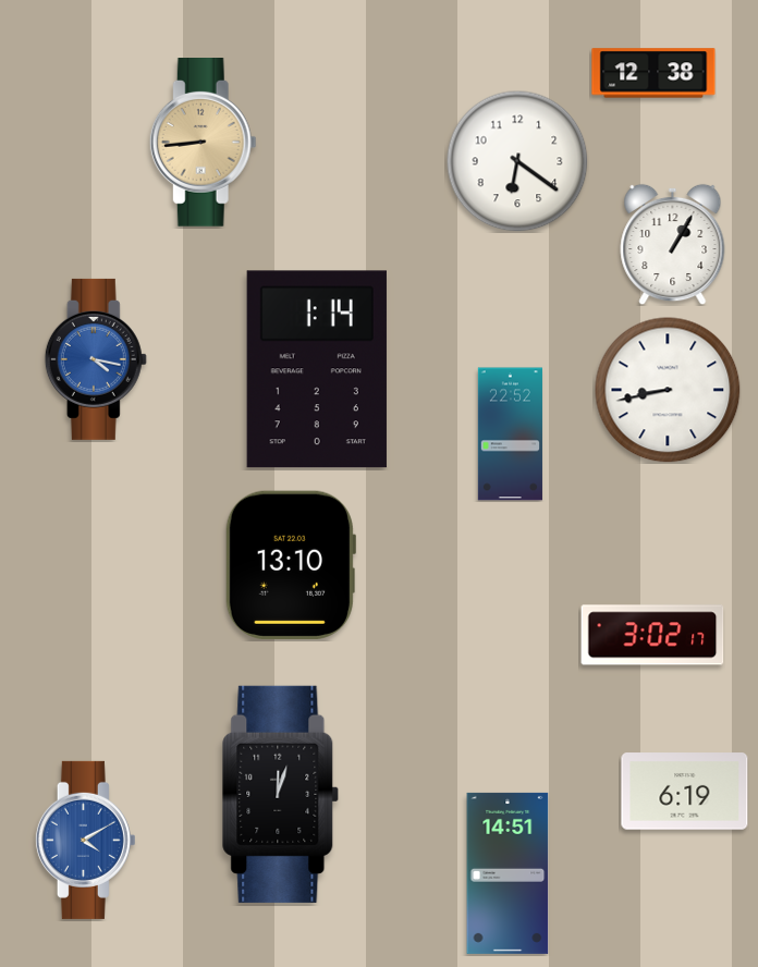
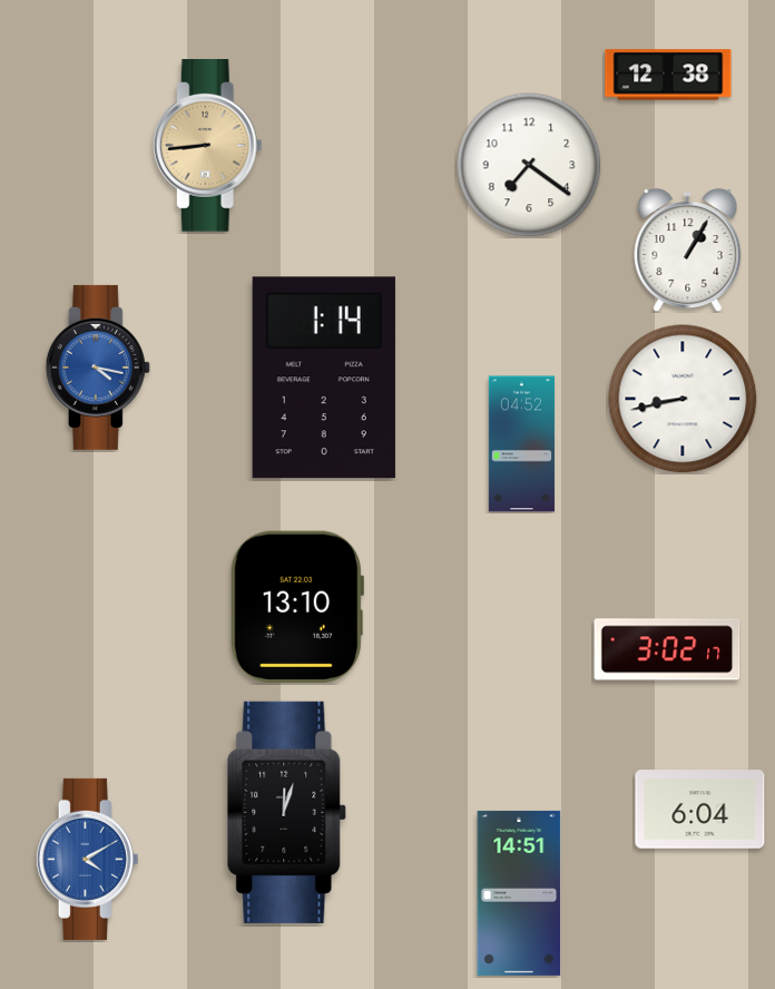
clock at (517, 161): 6:21 -> 7:21
clock at (510, 434): 22:52 -> 04:52
clock at (290, 565) position: (290, 565) -> (296, 607)
clock at (685, 792): 6:19 -> 6:04
